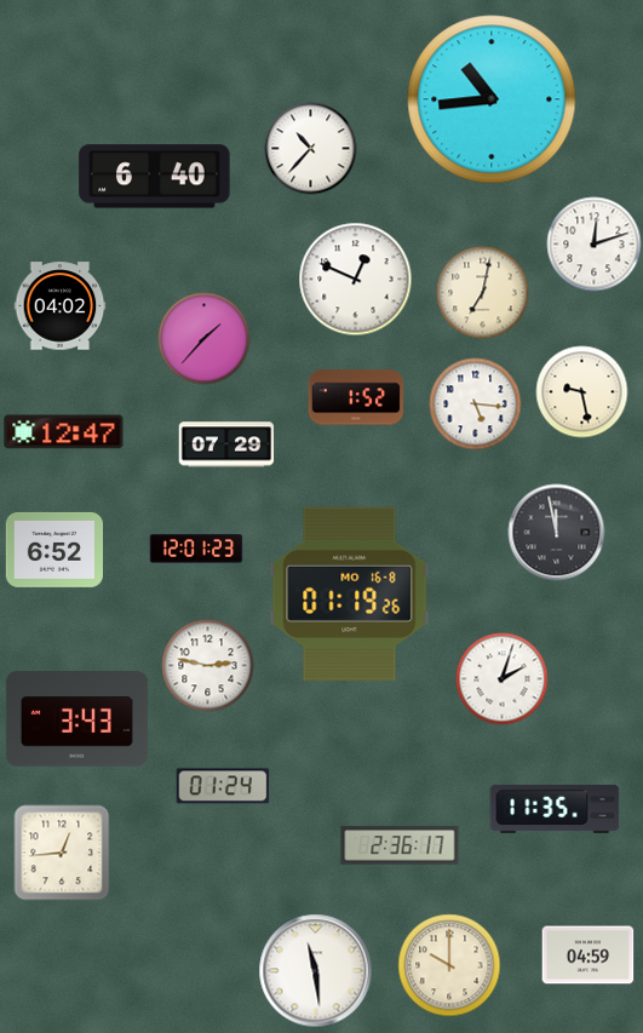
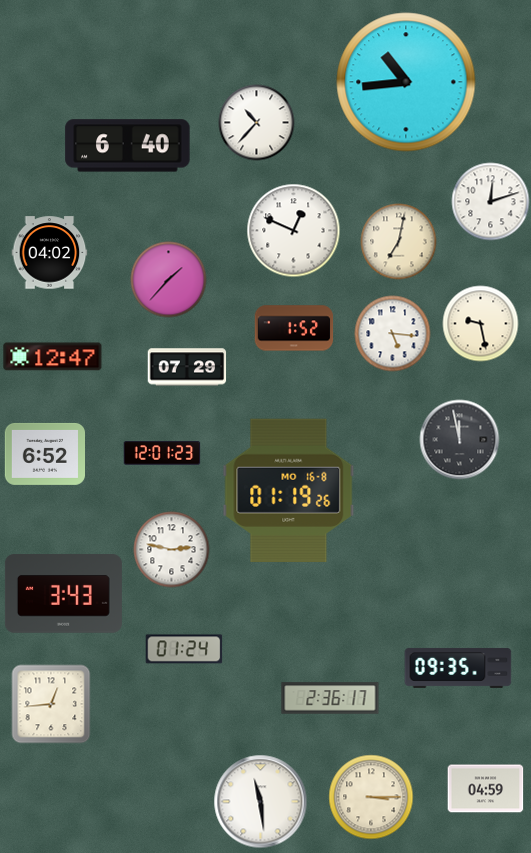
clock at (503, 679): 2:03 -> none
clock at (555, 809): 11:35 -> 09:35
clock at (449, 965): 10:00 -> 3:15
